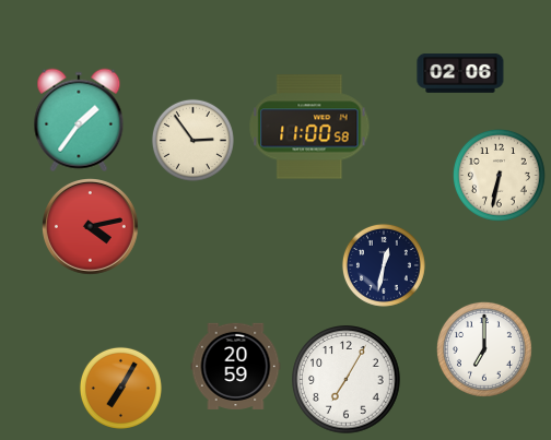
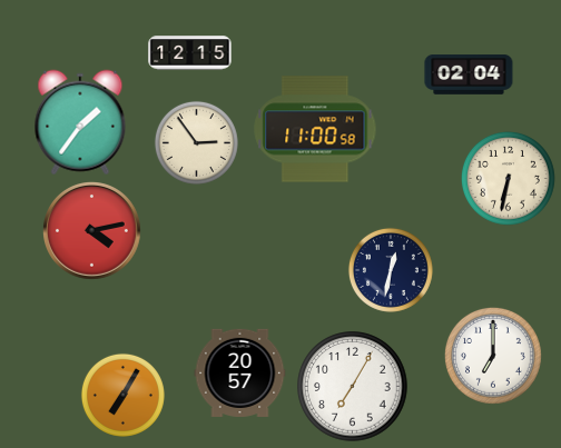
clock at (190, 53): none -> 12:15
clock at (460, 74): 02:06 -> 02:04
clock at (236, 366): 20:59 -> 20:57
